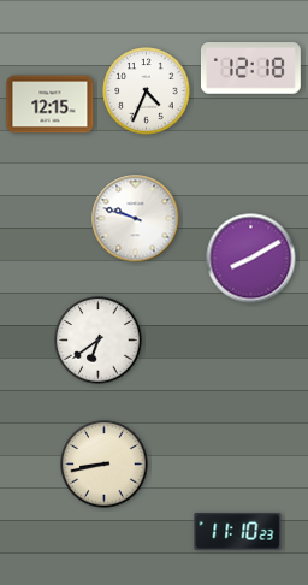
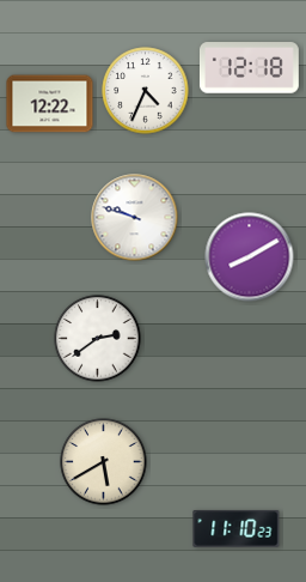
clock at (51, 105): 12:15 -> 12:22
clock at (99, 341): 6:39 -> 2:39
clock at (105, 465): 8:43 -> 5:40
